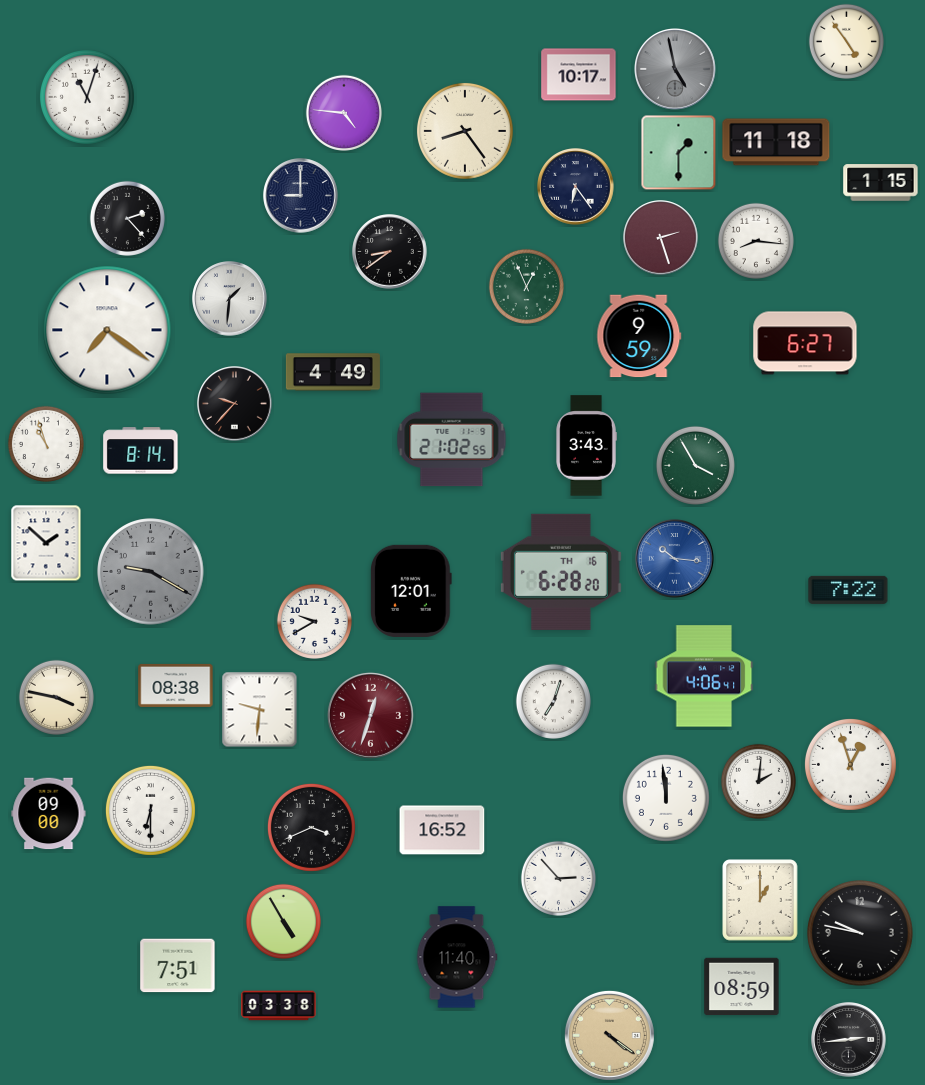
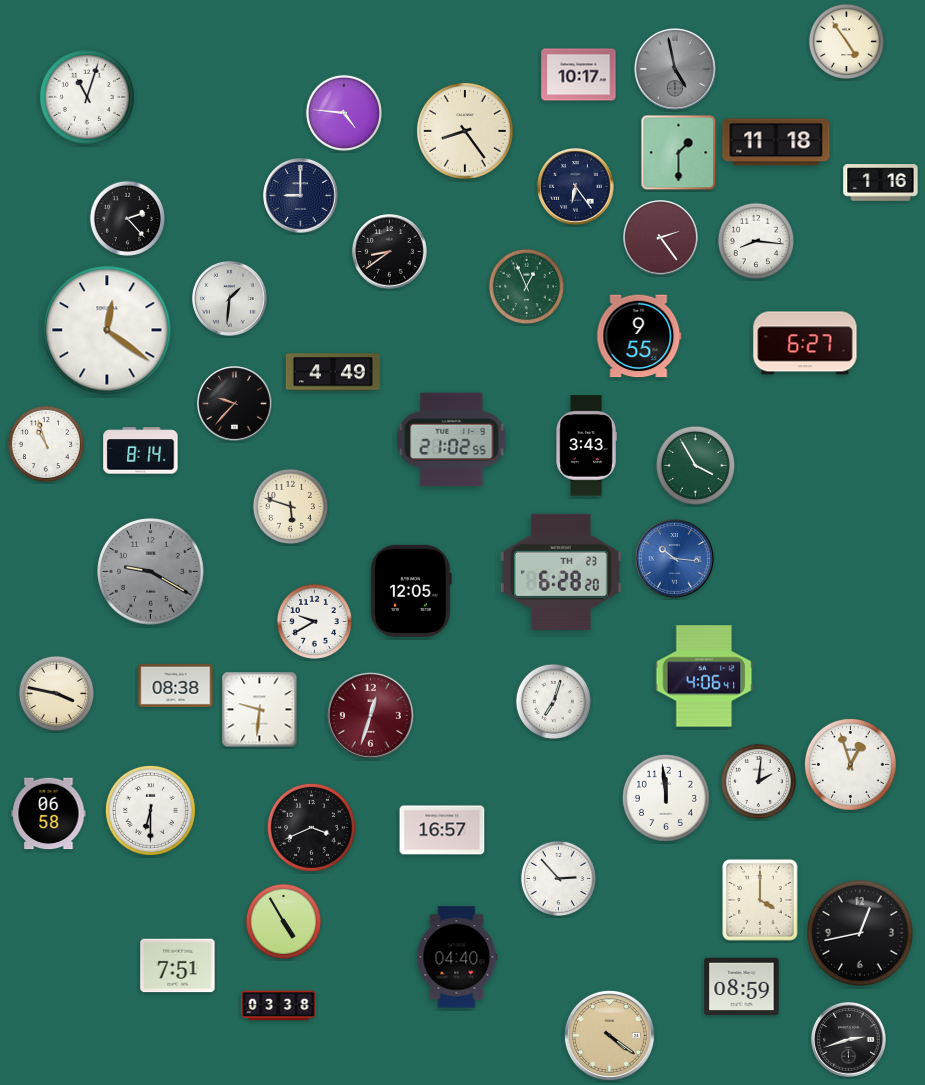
clock at (881, 183): 1:15 -> 1:16
clock at (661, 238): 2:27 -> 2:24
clock at (107, 330): 7:21 -> 12:21
clock at (639, 336): 9:59 -> 9:55
clock at (290, 506): none -> 5:48
clock at (46, 543): 1:52 -> none
clock at (561, 572) date: TH 16 -> TH 23
clock at (848, 590): 7:22 -> none
clock at (411, 591): 12:01 -> 12:05
clock at (56, 697) position: (56, 697) -> (56, 693)
clock at (49, 814): 09:00 -> 06:58
clock at (442, 830): 16:52 -> 16:57
clock at (760, 900): 1:00 -> 4:00
clock at (860, 933): 9:47 -> 12:43
clock at (457, 957): 11:40 -> 04:40
clock at (849, 1040): 2:44 -> 2:42
